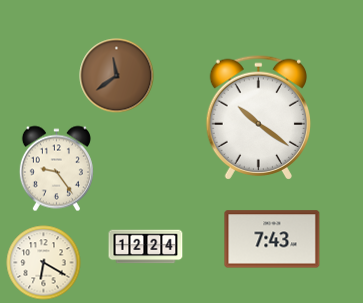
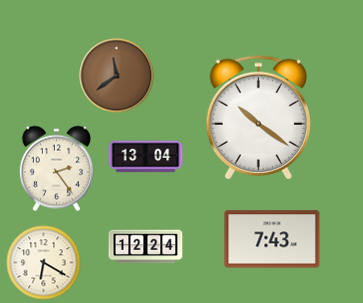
clock at (146, 157): none -> 13:04
clock at (56, 169): 9:24 -> 2:24
